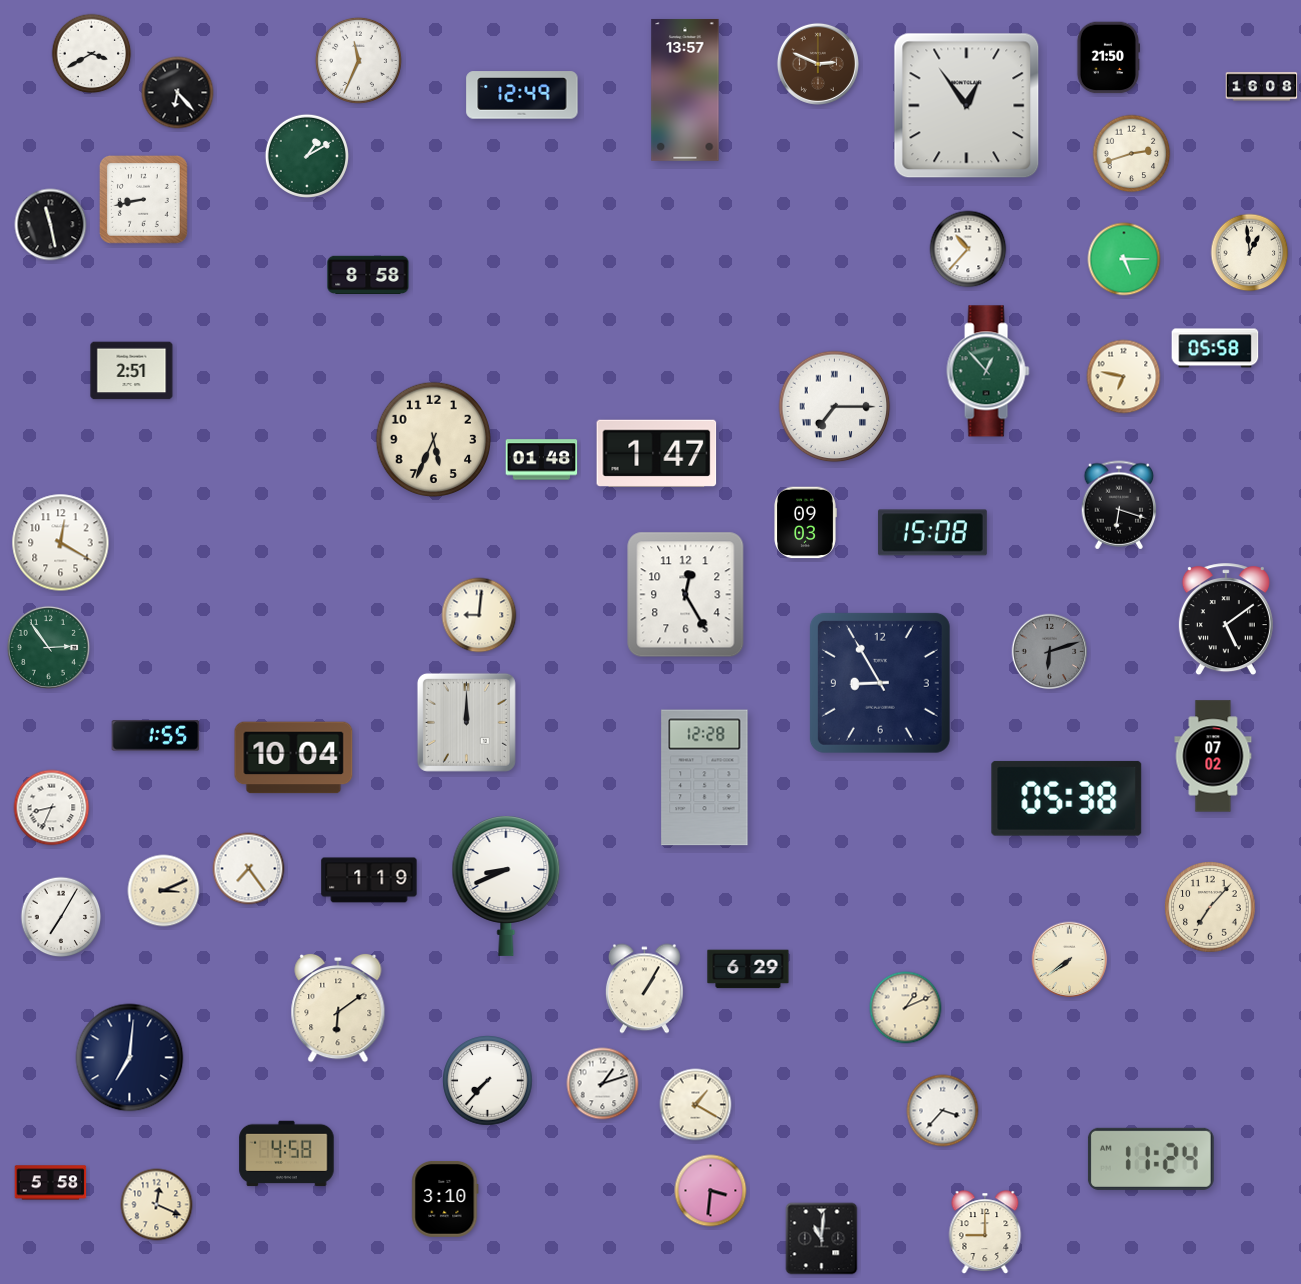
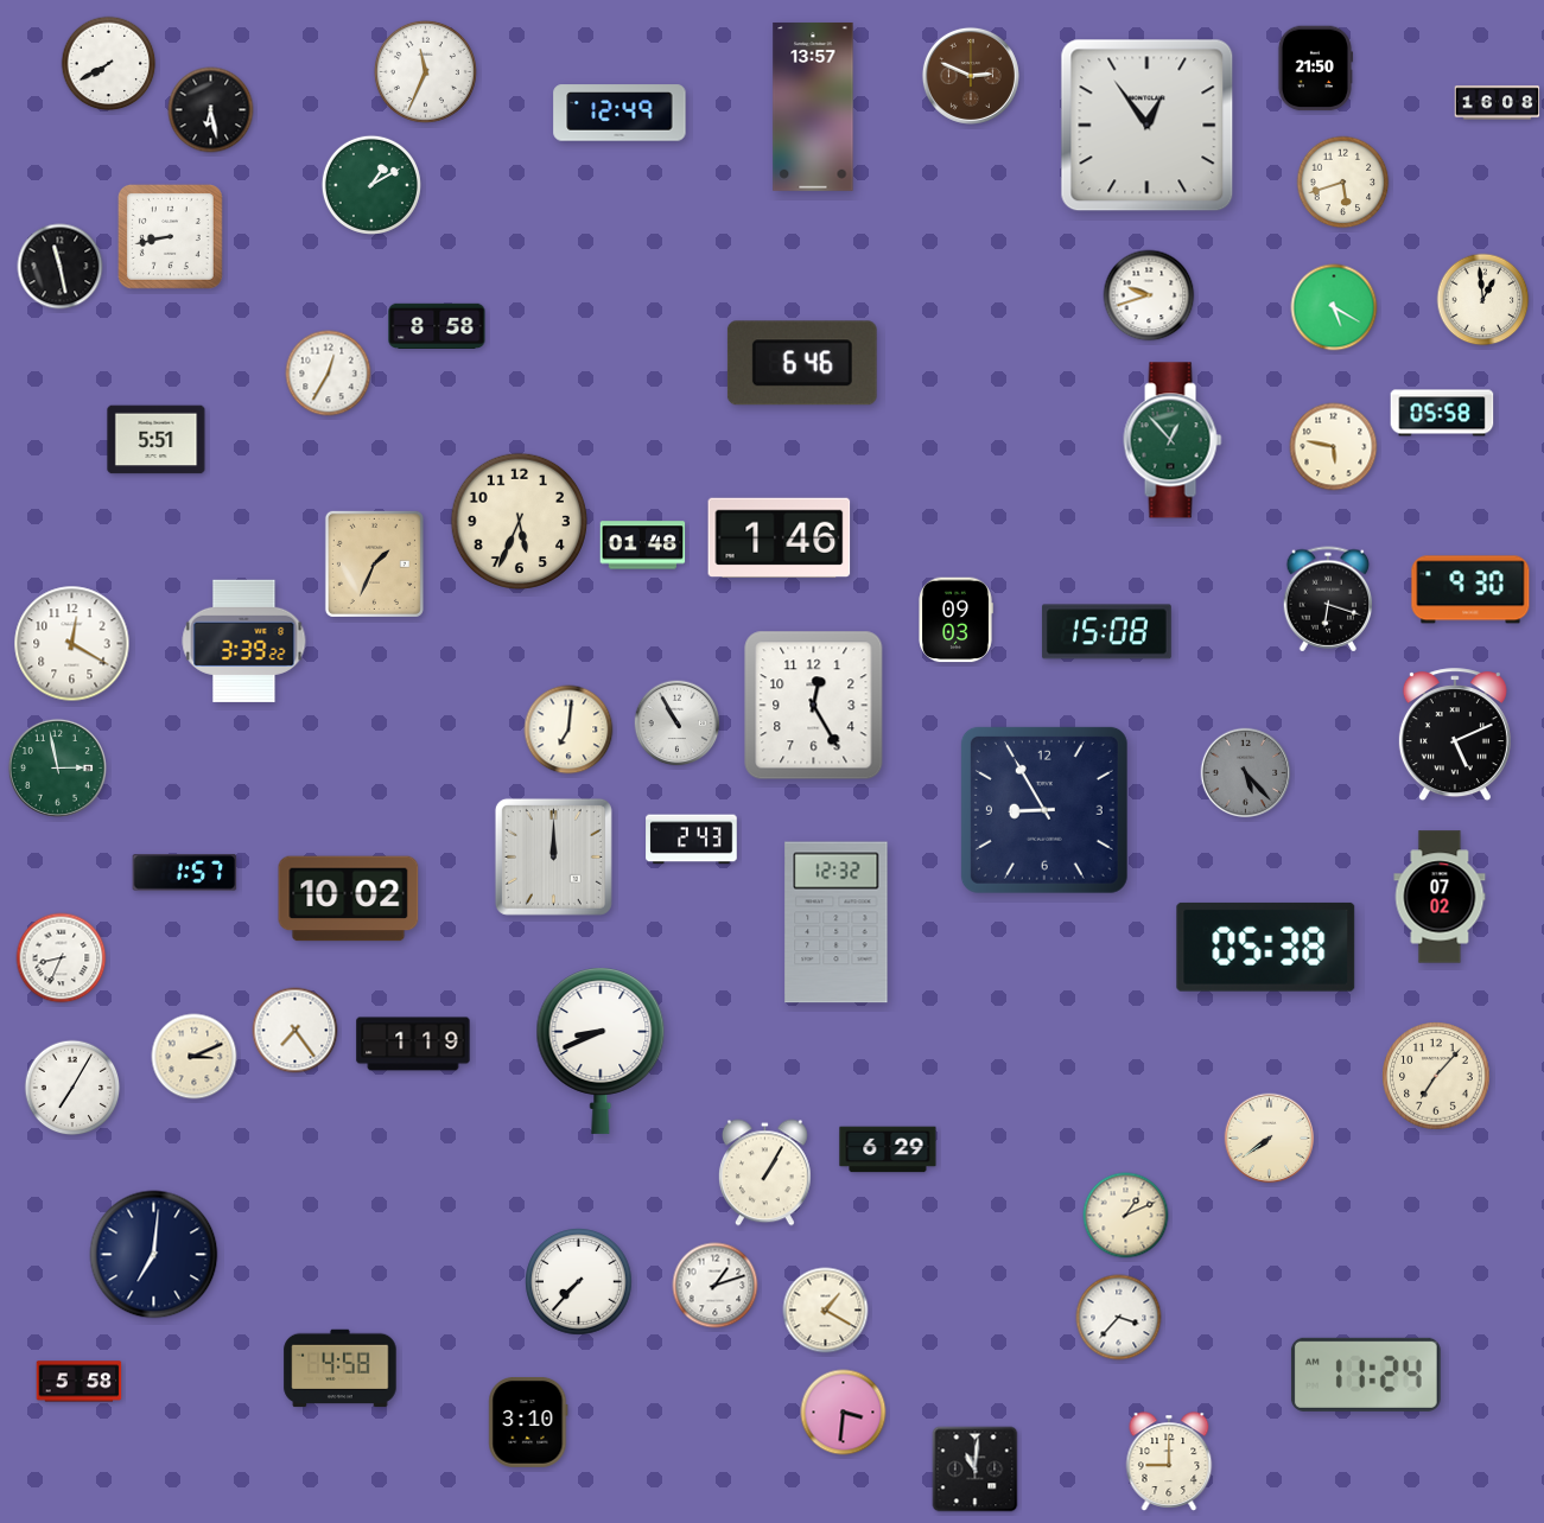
clock at (92, 54): 3:40 -> 7:40
clock at (178, 93): 6:23 -> 6:28
clock at (1132, 154): 2:42 -> 5:42
clock at (307, 156) position: (307, 156) -> (371, 185)
clock at (968, 249): 10:37 -> 9:42
clock at (1124, 259): 5:15 -> 5:20
clock at (802, 363): none -> 6:46
clock at (329, 374): none -> 12:35
clock at (132, 371): 2:51 -> 5:51
clock at (1124, 377): 6:47 -> 5:47
clock at (835, 407): 7:15 -> none
clock at (434, 440) position: (434, 440) -> (520, 522)
clock at (657, 453): 1:47 -> 1:46
clock at (374, 563): none -> 1:34
clock at (1470, 590): none -> 9:30
clock at (244, 641): none -> 3:39
clock at (678, 724): none -> 10:55
clock at (479, 615): 9:01 -> 7:01
clock at (1226, 620): 5:09 -> 5:11
clock at (48, 647): 2:54 -> 2:58
clock at (1050, 652): 6:12 -> 5:23
clock at (692, 840): none -> 2:43
clock at (156, 736): 1:55 -> 1:57
clock at (294, 758): 10:04 -> 10:02
clock at (705, 778): 12:28 -> 12:32
clock at (369, 880) position: (369, 880) -> (413, 1044)
clock at (338, 1008): 6:09 -> none
clock at (906, 1008) position: (906, 1008) -> (1126, 1216)
clock at (51, 1183) position: (51, 1183) -> (80, 1382)
clock at (157, 1205): 12:19 -> none
